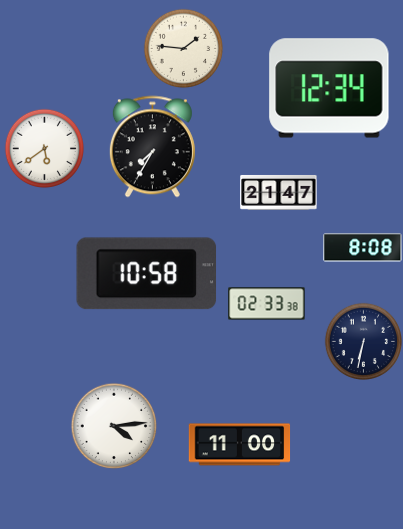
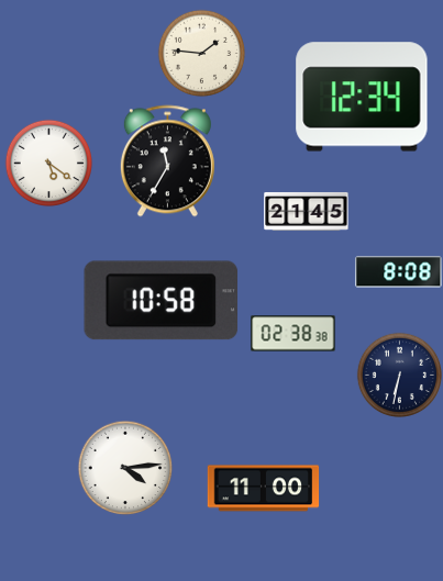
clock at (152, 147): 7:35 -> 11:35
clock at (44, 148): 5:39 -> 5:21
clock at (279, 192): 21:47 -> 21:45
clock at (267, 304): 02:33 -> 02:38
